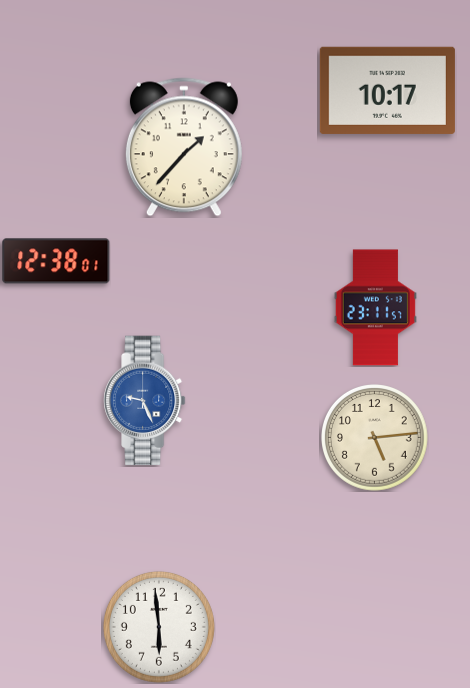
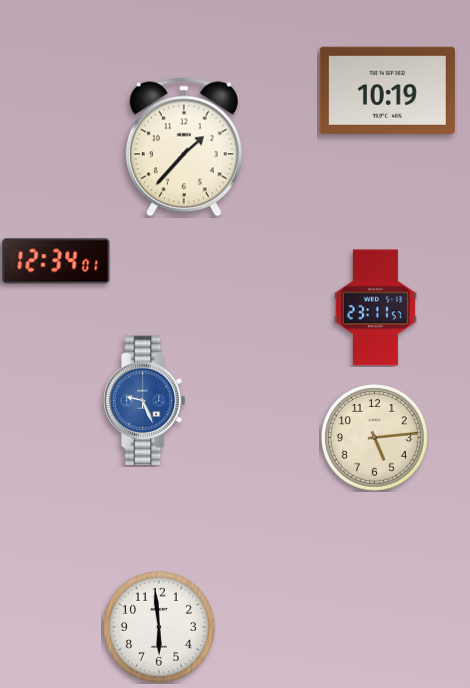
clock at (387, 90): 10:17 -> 10:19
clock at (56, 261): 12:38 -> 12:34
